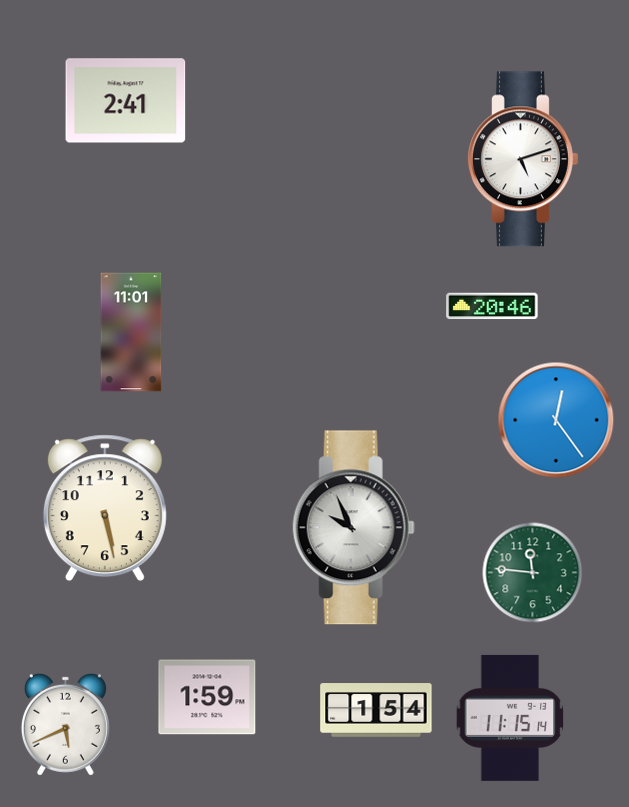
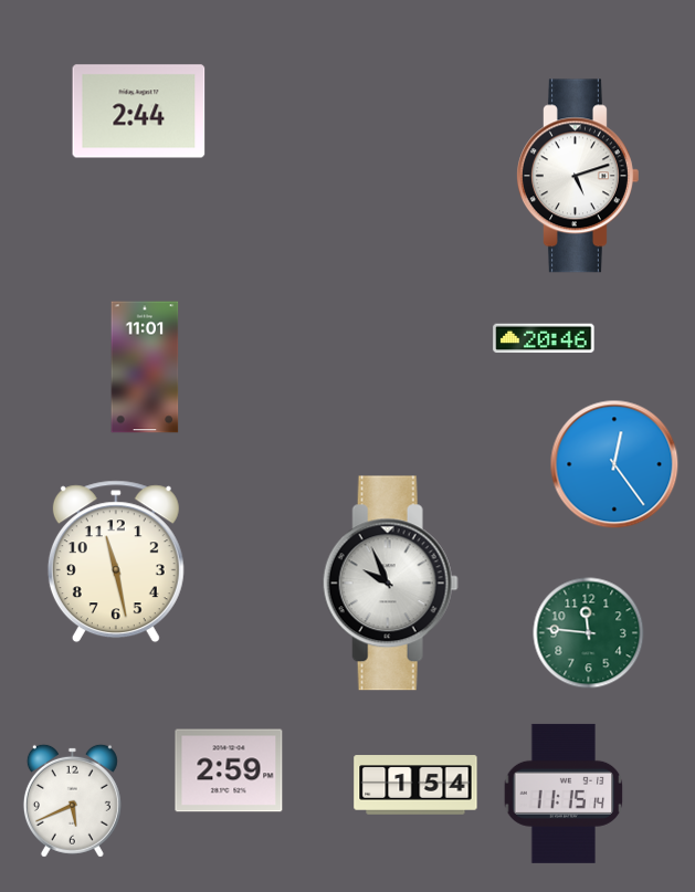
clock at (126, 101): 2:41 -> 2:44
clock at (105, 508): 5:28 -> 11:28
clock at (207, 697): 1:59 -> 2:59
